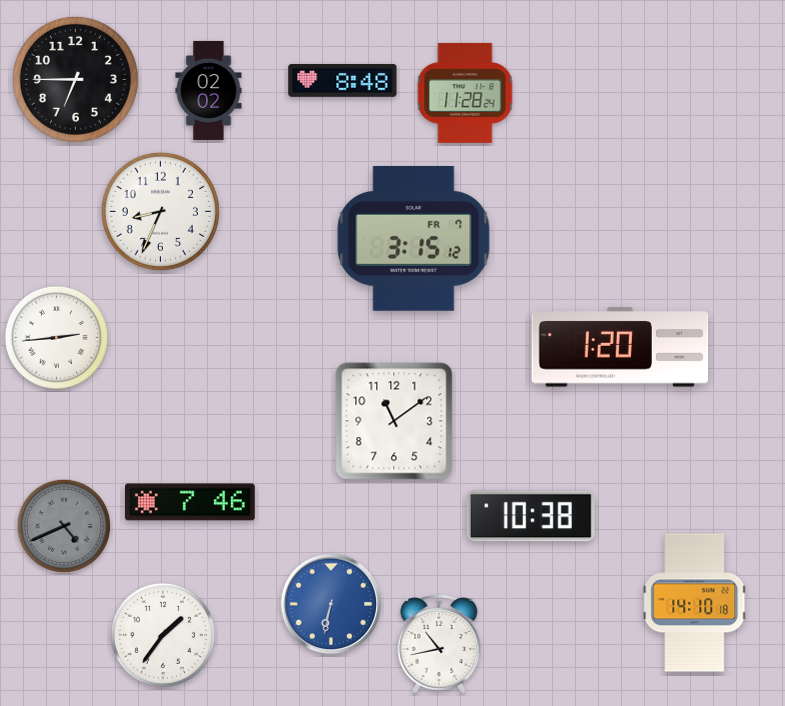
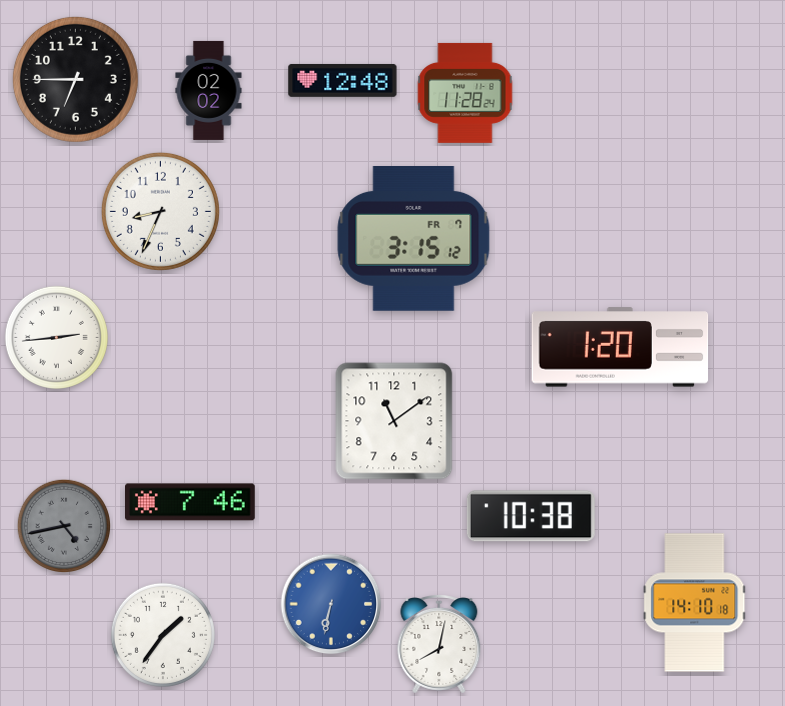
clock at (343, 81): 8:48 -> 12:48
clock at (63, 525): 4:41 -> 4:43
clock at (439, 645): 10:43 -> 8:02
